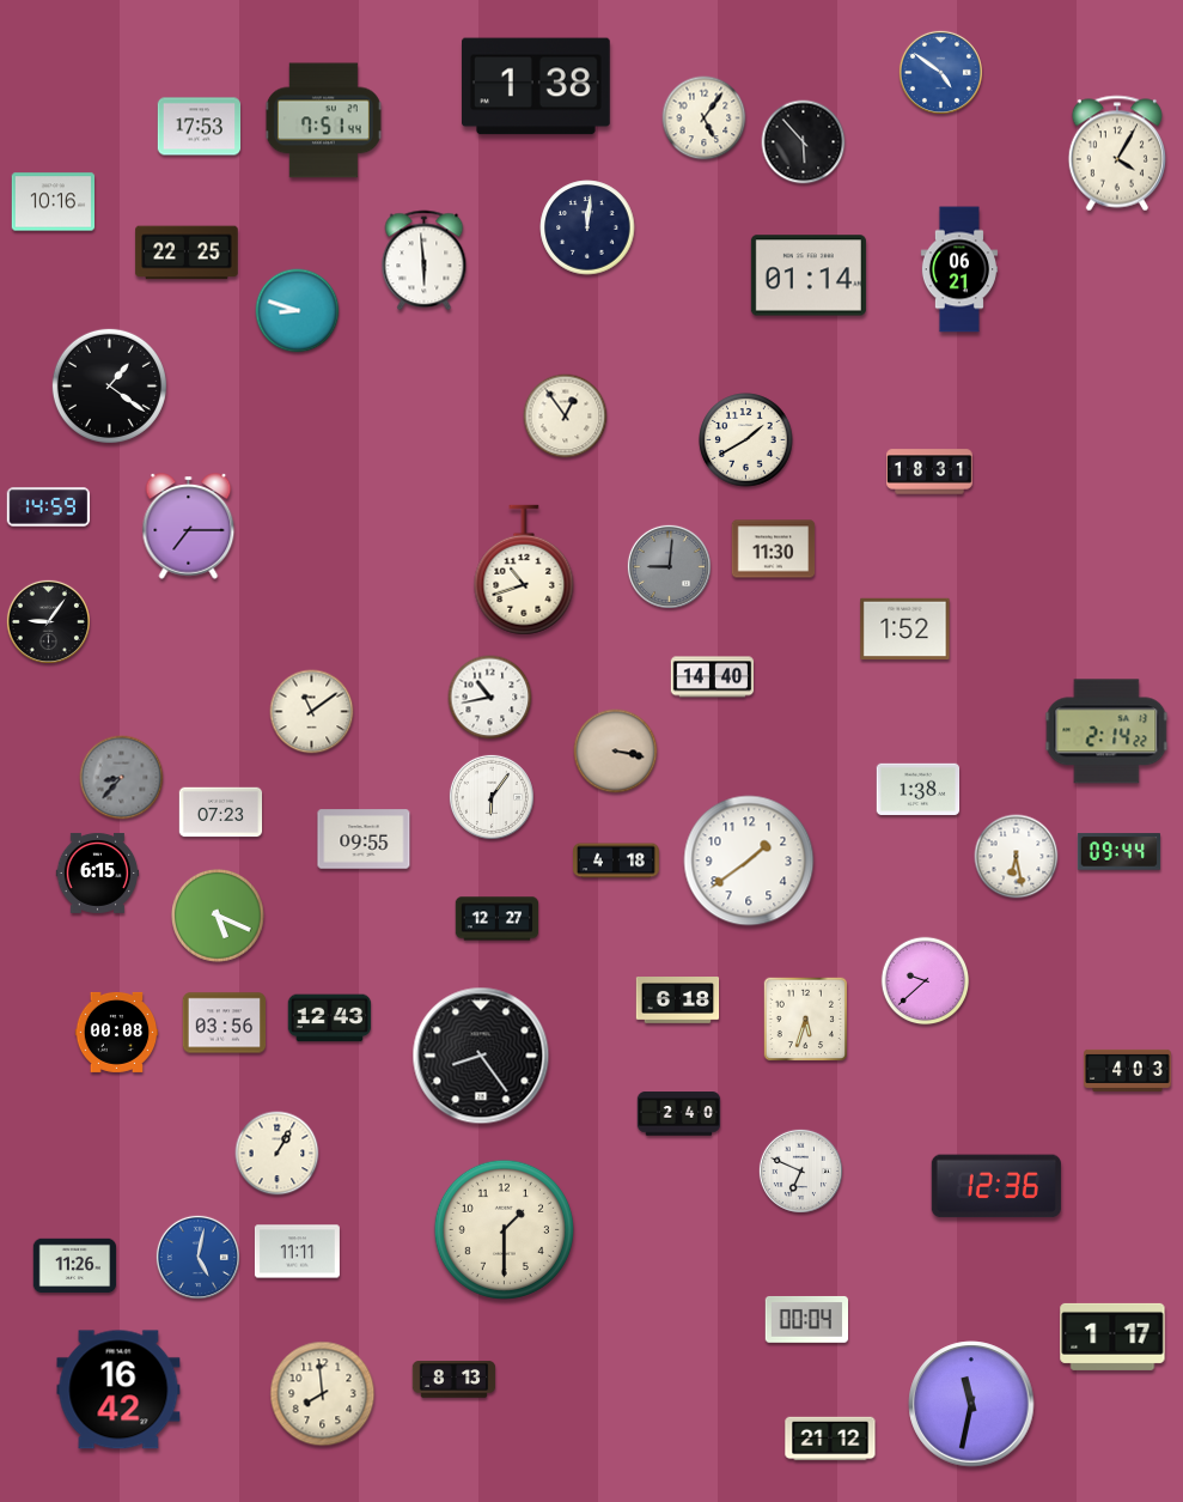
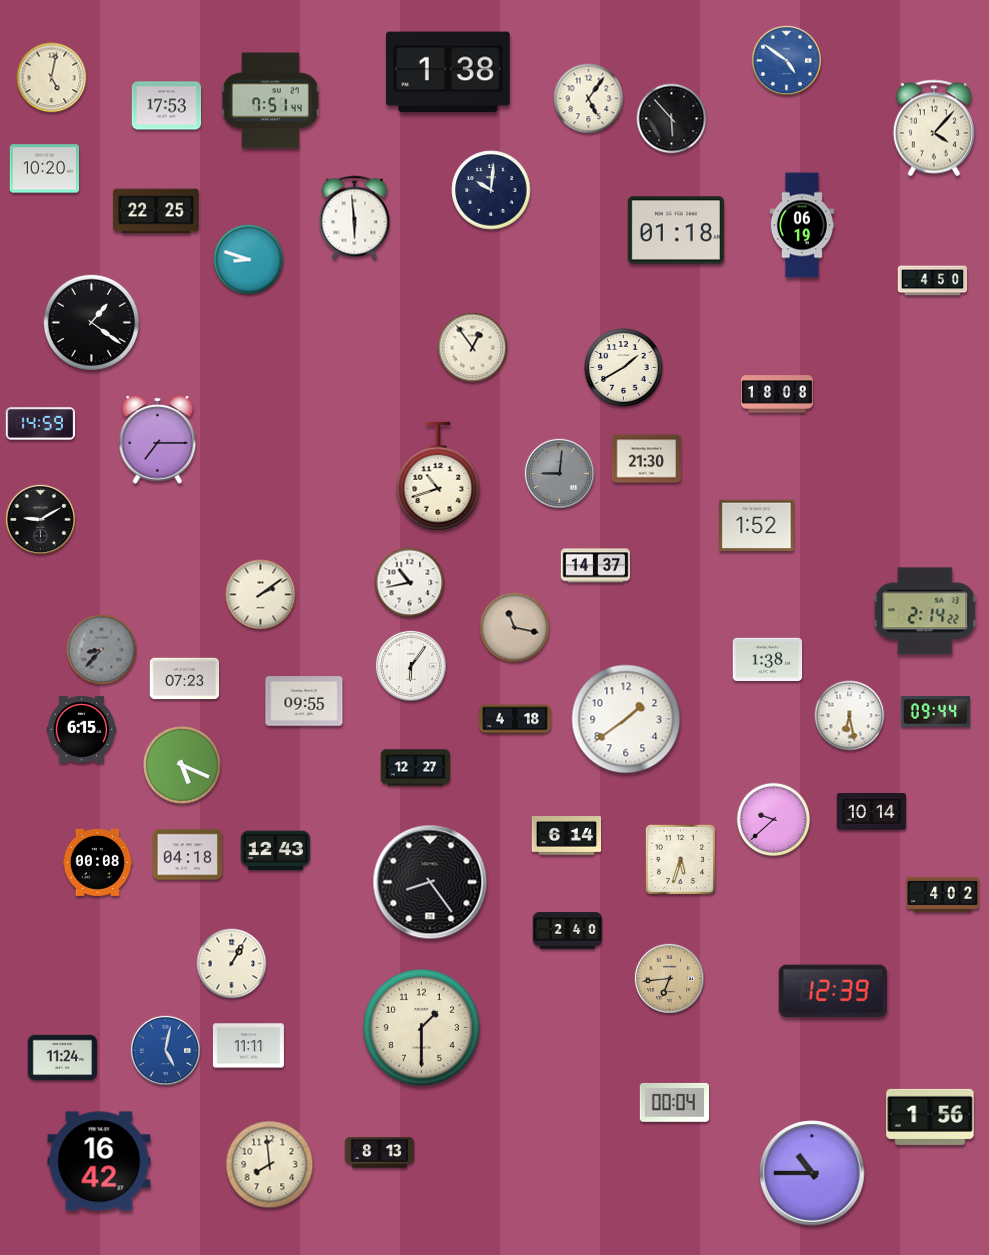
clock at (52, 78): none -> 5:02
clock at (1116, 153): 4:05 -> 4:07
clock at (54, 202): 10:16 -> 10:20
clock at (587, 227): 12:01 -> 10:01
clock at (959, 269): 06:21 -> 06:19
clock at (809, 275): 01:14 -> 01:18
clock at (933, 281): none -> 4:50
clock at (931, 472): 18:31 -> 18:08
clock at (774, 549): 11:30 -> 21:30
clock at (48, 621): 9:06 -> 9:10
clock at (713, 677): 14:40 -> 14:37
clock at (312, 712): 11:09 -> 2:09
clock at (616, 752): 3:17 -> 11:17
clock at (872, 812): none -> 10:14
clock at (678, 1001): 6:18 -> 6:14
clock at (806, 1020) position: (806, 1020) -> (681, 860)
clock at (225, 1023): 03:56 -> 04:18
clock at (481, 1056) position: (481, 1056) -> (430, 882)
clock at (1128, 1070): 4:03 -> 4:02
clock at (800, 1170): 6:49 -> 6:44
clock at (800, 1170) dial: white -> champagne
clock at (996, 1186): 12:36 -> 12:39
clock at (75, 1266): 11:26 -> 11:24
clock at (1112, 1337): 1:17 -> 1:56
clock at (971, 1404): 11:32 -> 10:45
clock at (830, 1439): 21:12 -> none
